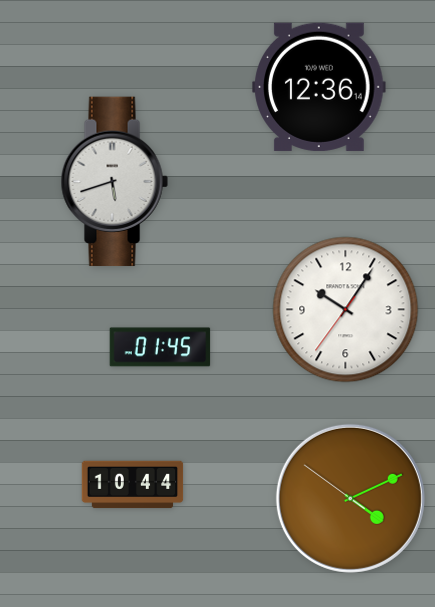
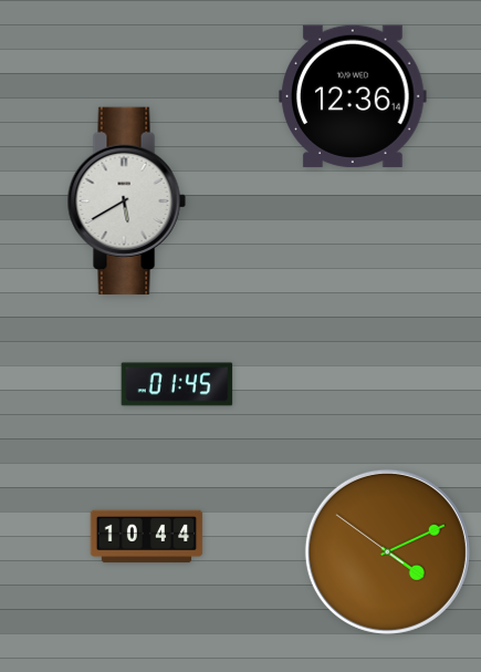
clock at (114, 182): 5:42 -> 5:40
clock at (346, 310): 10:05 -> none
